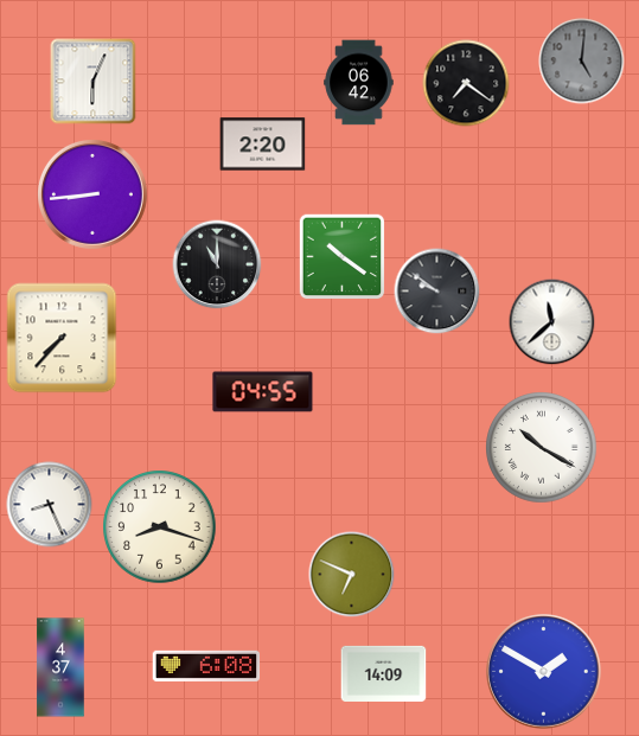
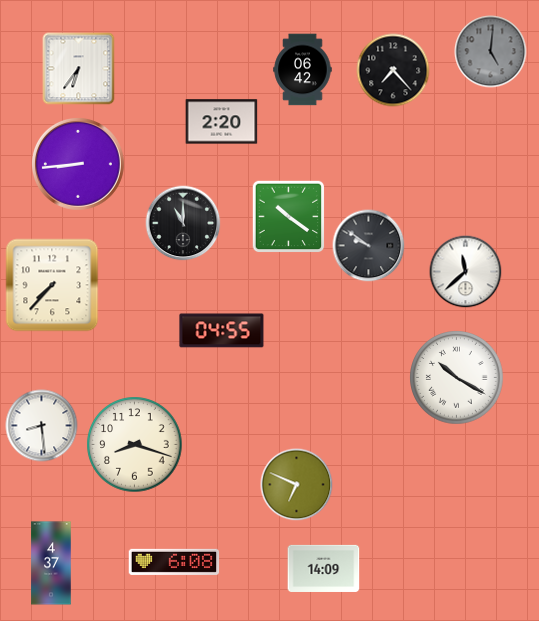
clock at (94, 82): 6:04 -> 6:36
clock at (466, 83): 7:21 -> 7:23
clock at (50, 505): 8:26 -> 8:29
clock at (544, 672): 1:50 -> none
